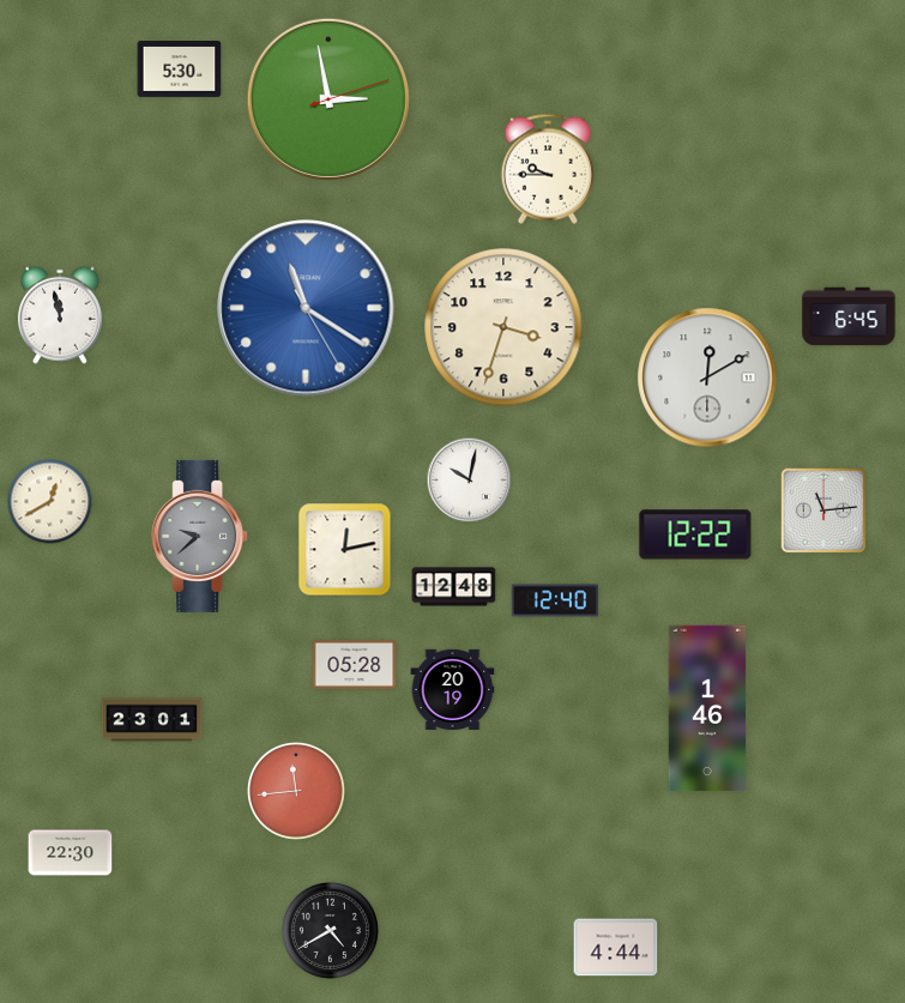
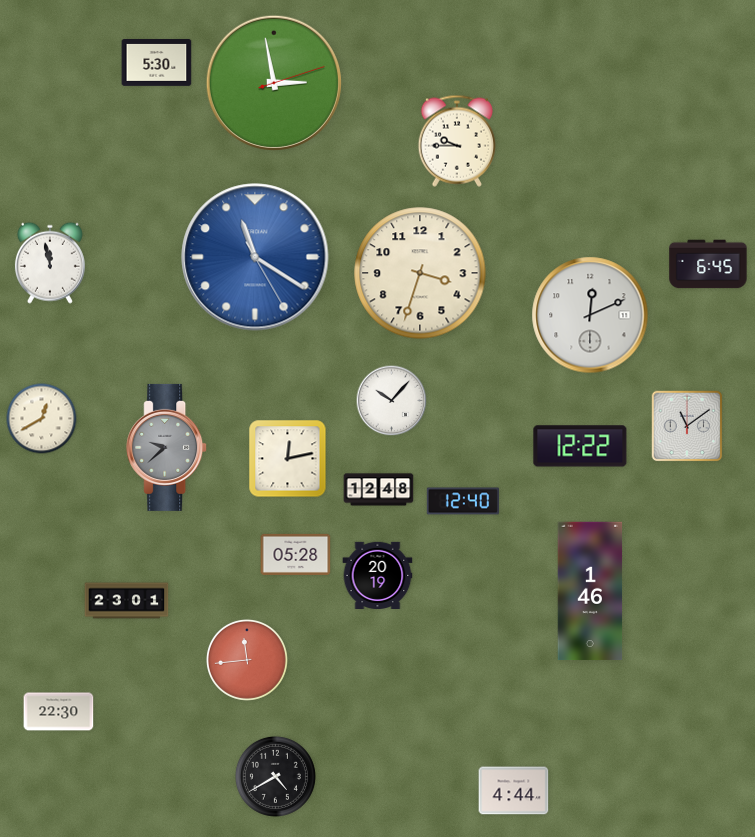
clock at (180, 70) position: (180, 70) -> (157, 63)
clock at (707, 377): 12:10 -> 12:11
clock at (470, 481): 10:02 -> 10:07
clock at (823, 510): 11:14 -> 11:09
